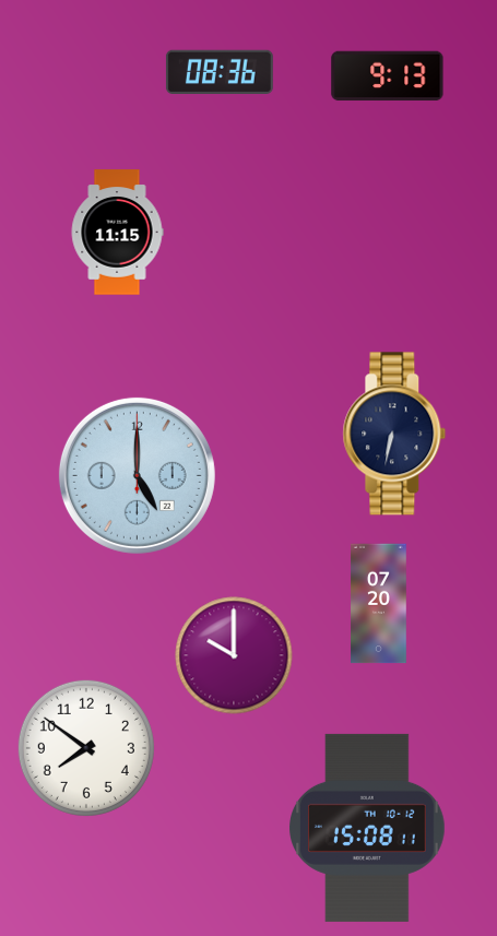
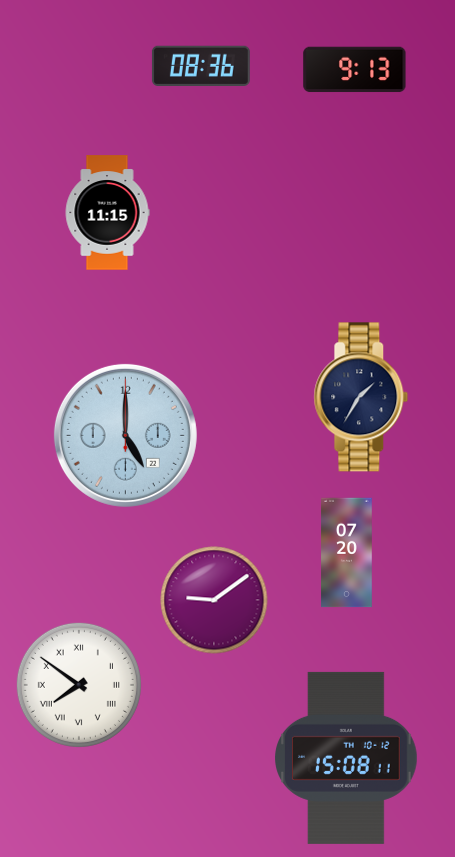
clock at (394, 434): 6:32 -> 1:35
clock at (234, 655): 10:00 -> 9:09
clock at (86, 748) numerals: Arabic -> Roman
clock at (367, 828) position: (367, 828) -> (346, 758)
